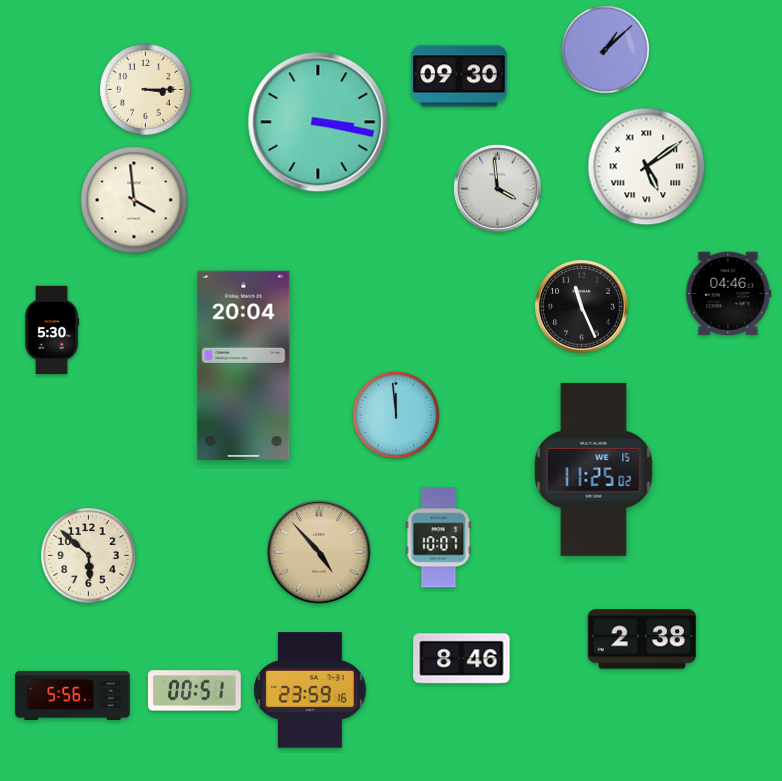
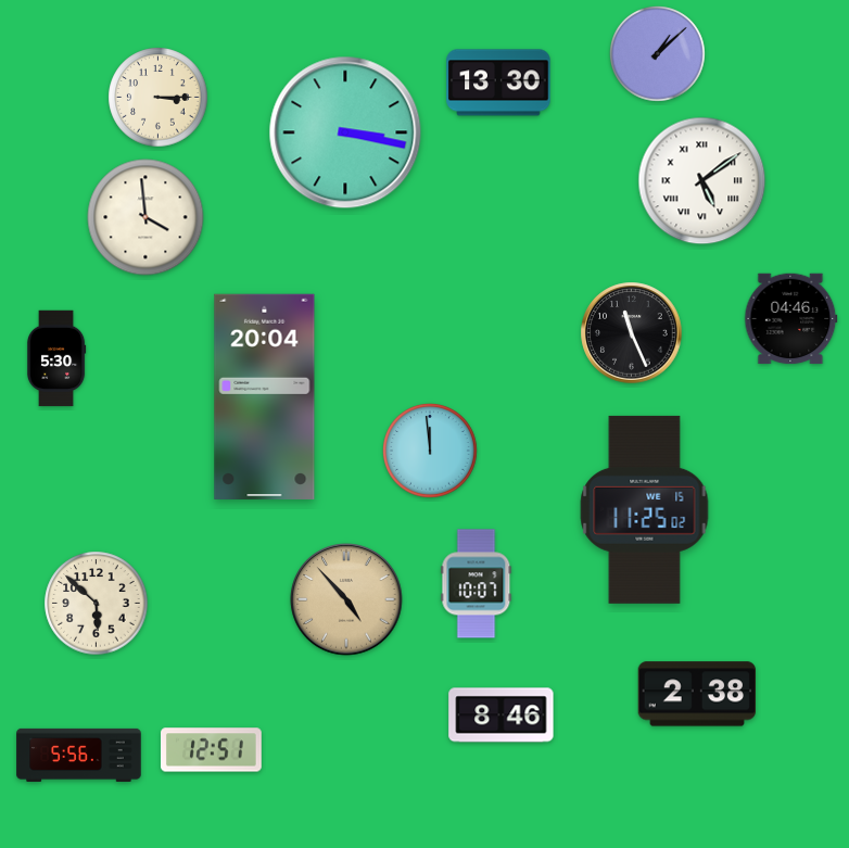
clock at (459, 76): 09:30 -> 13:30
clock at (498, 189): 3:59 -> none
clock at (310, 690): 23:59 -> none
clock at (194, 691): 00:51 -> 12:51
